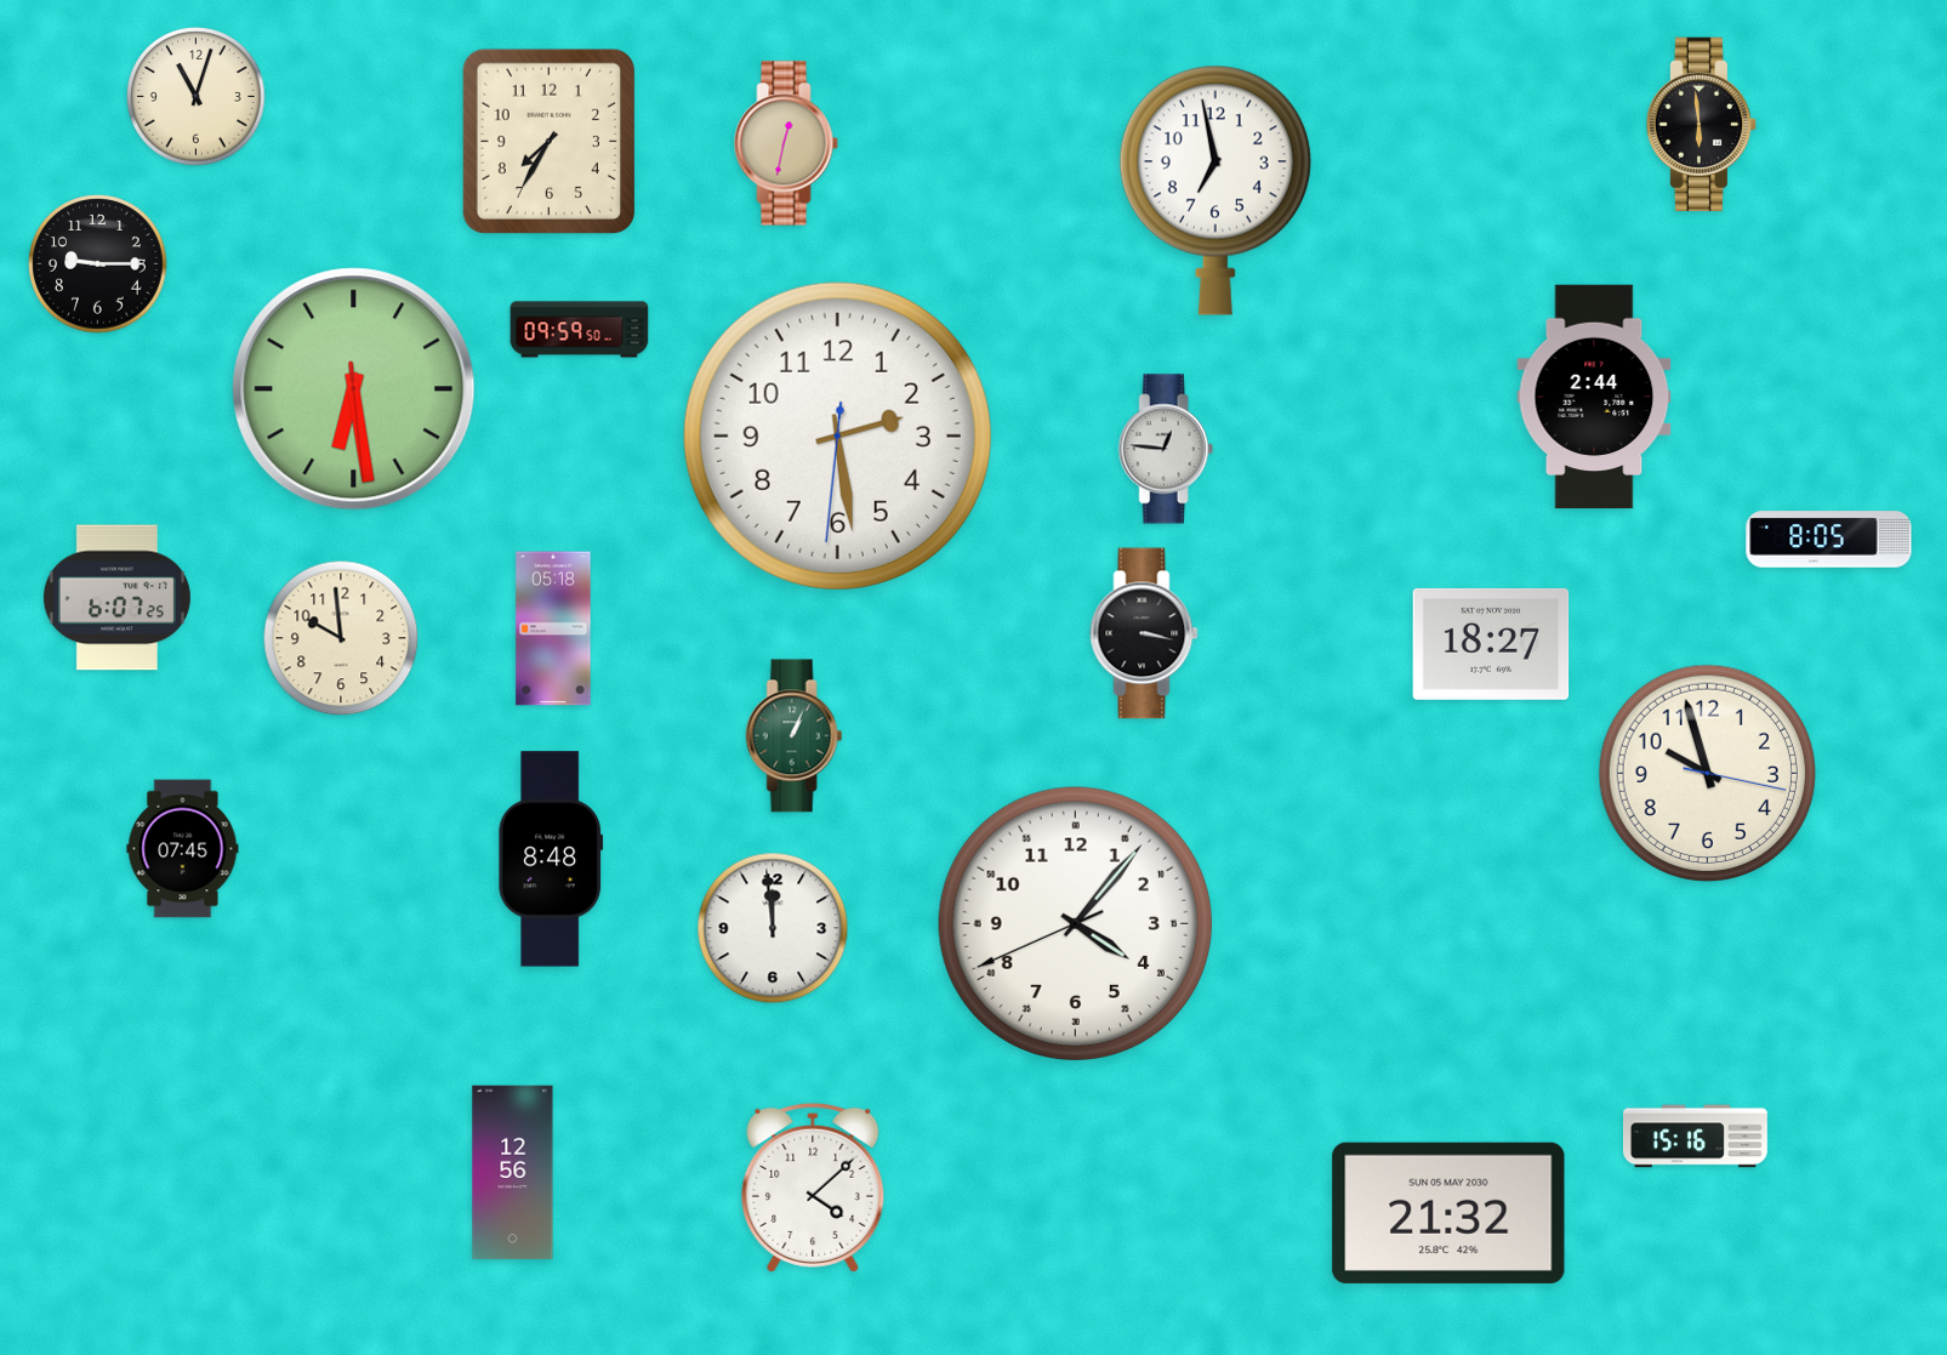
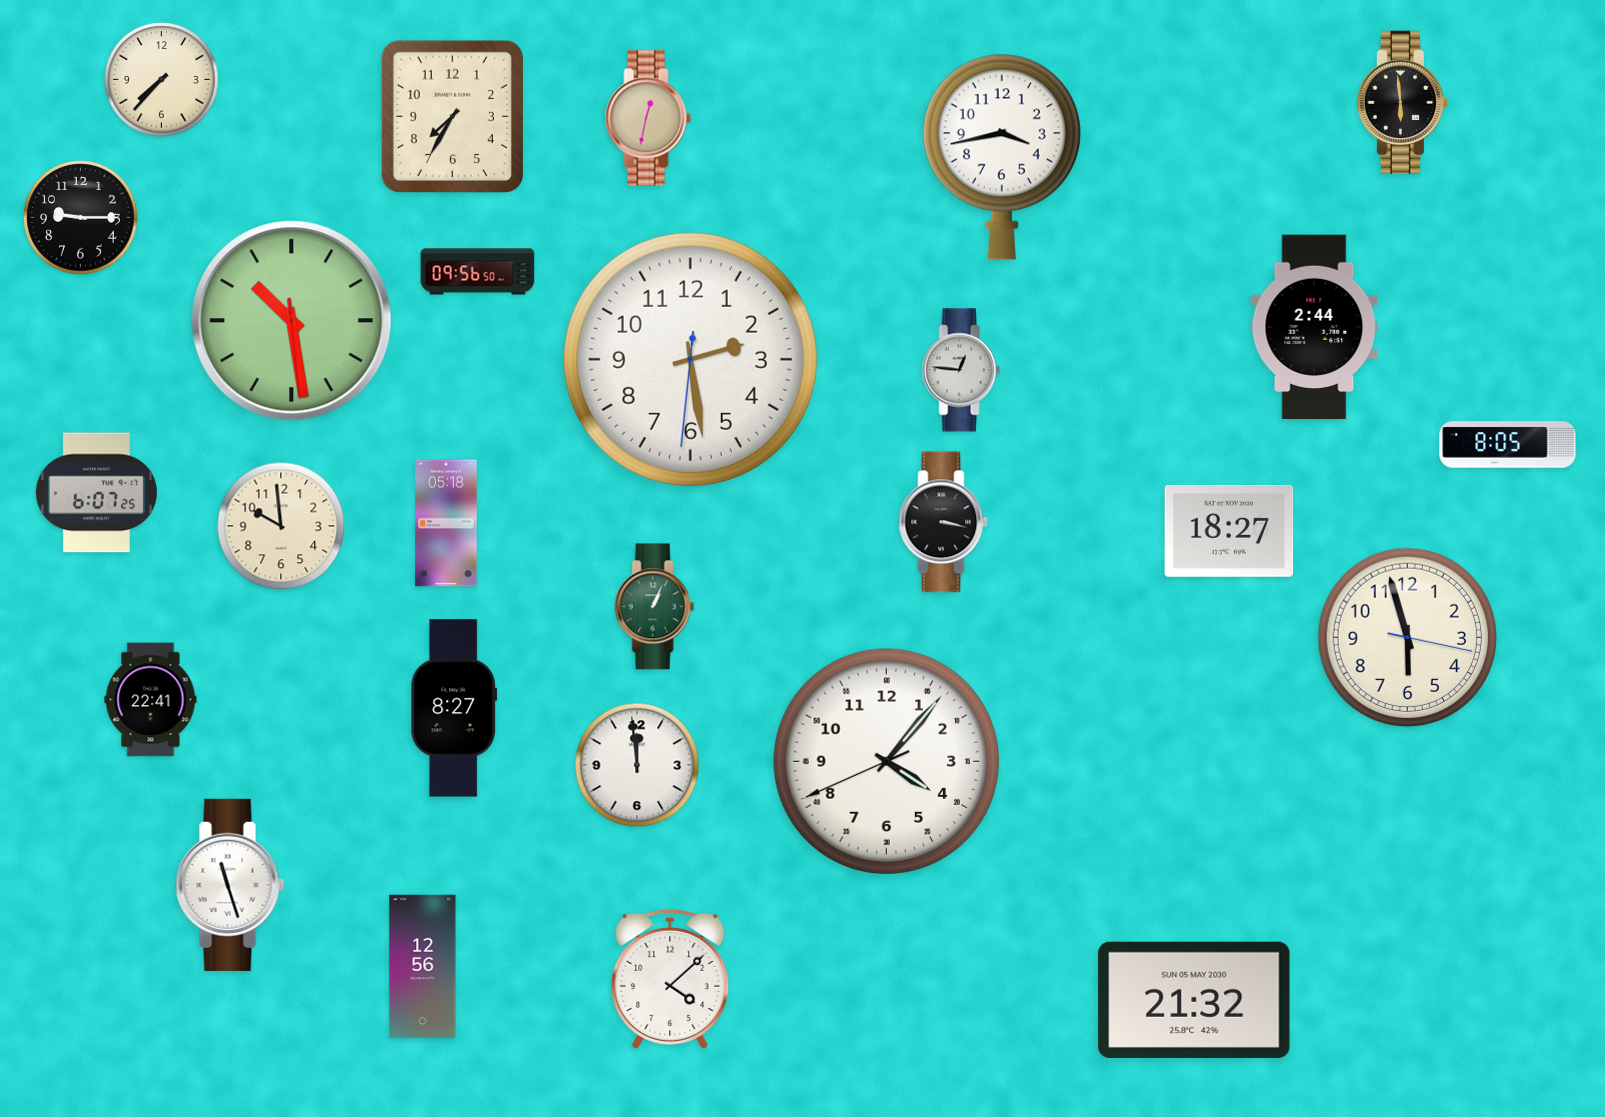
clock at (197, 97): 11:03 -> 7:37
clock at (1216, 190): 6:58 -> 3:43
clock at (580, 330): 09:59 -> 09:56
clock at (354, 389): 6:28 -> 10:28
clock at (553, 628) position: (553, 628) -> (446, 523)
clock at (1707, 773): 9:57 -> 5:57
clock at (183, 849): 07:45 -> 22:41
clock at (551, 859): 8:48 -> 8:27
clock at (230, 885): none -> 11:27
clock at (1695, 1137): 15:16 -> none
